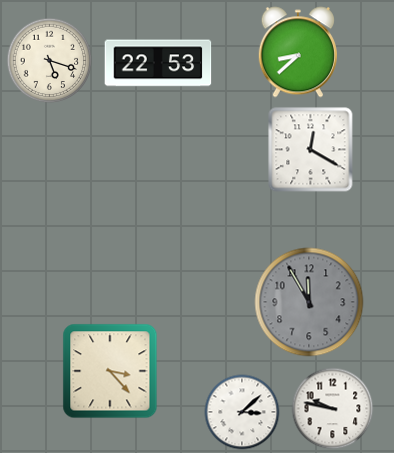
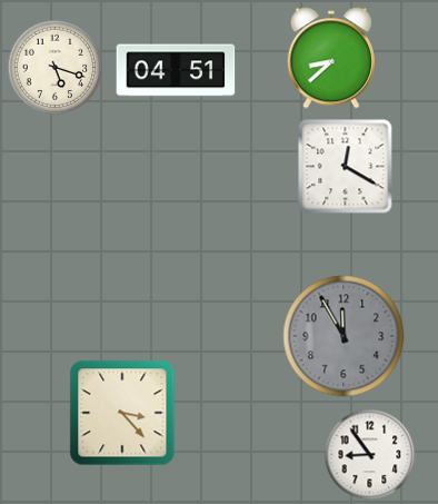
clock at (158, 63): 22:53 -> 04:51
clock at (333, 409): 9:47 -> 8:54
clock at (242, 412): 3:08 -> none
